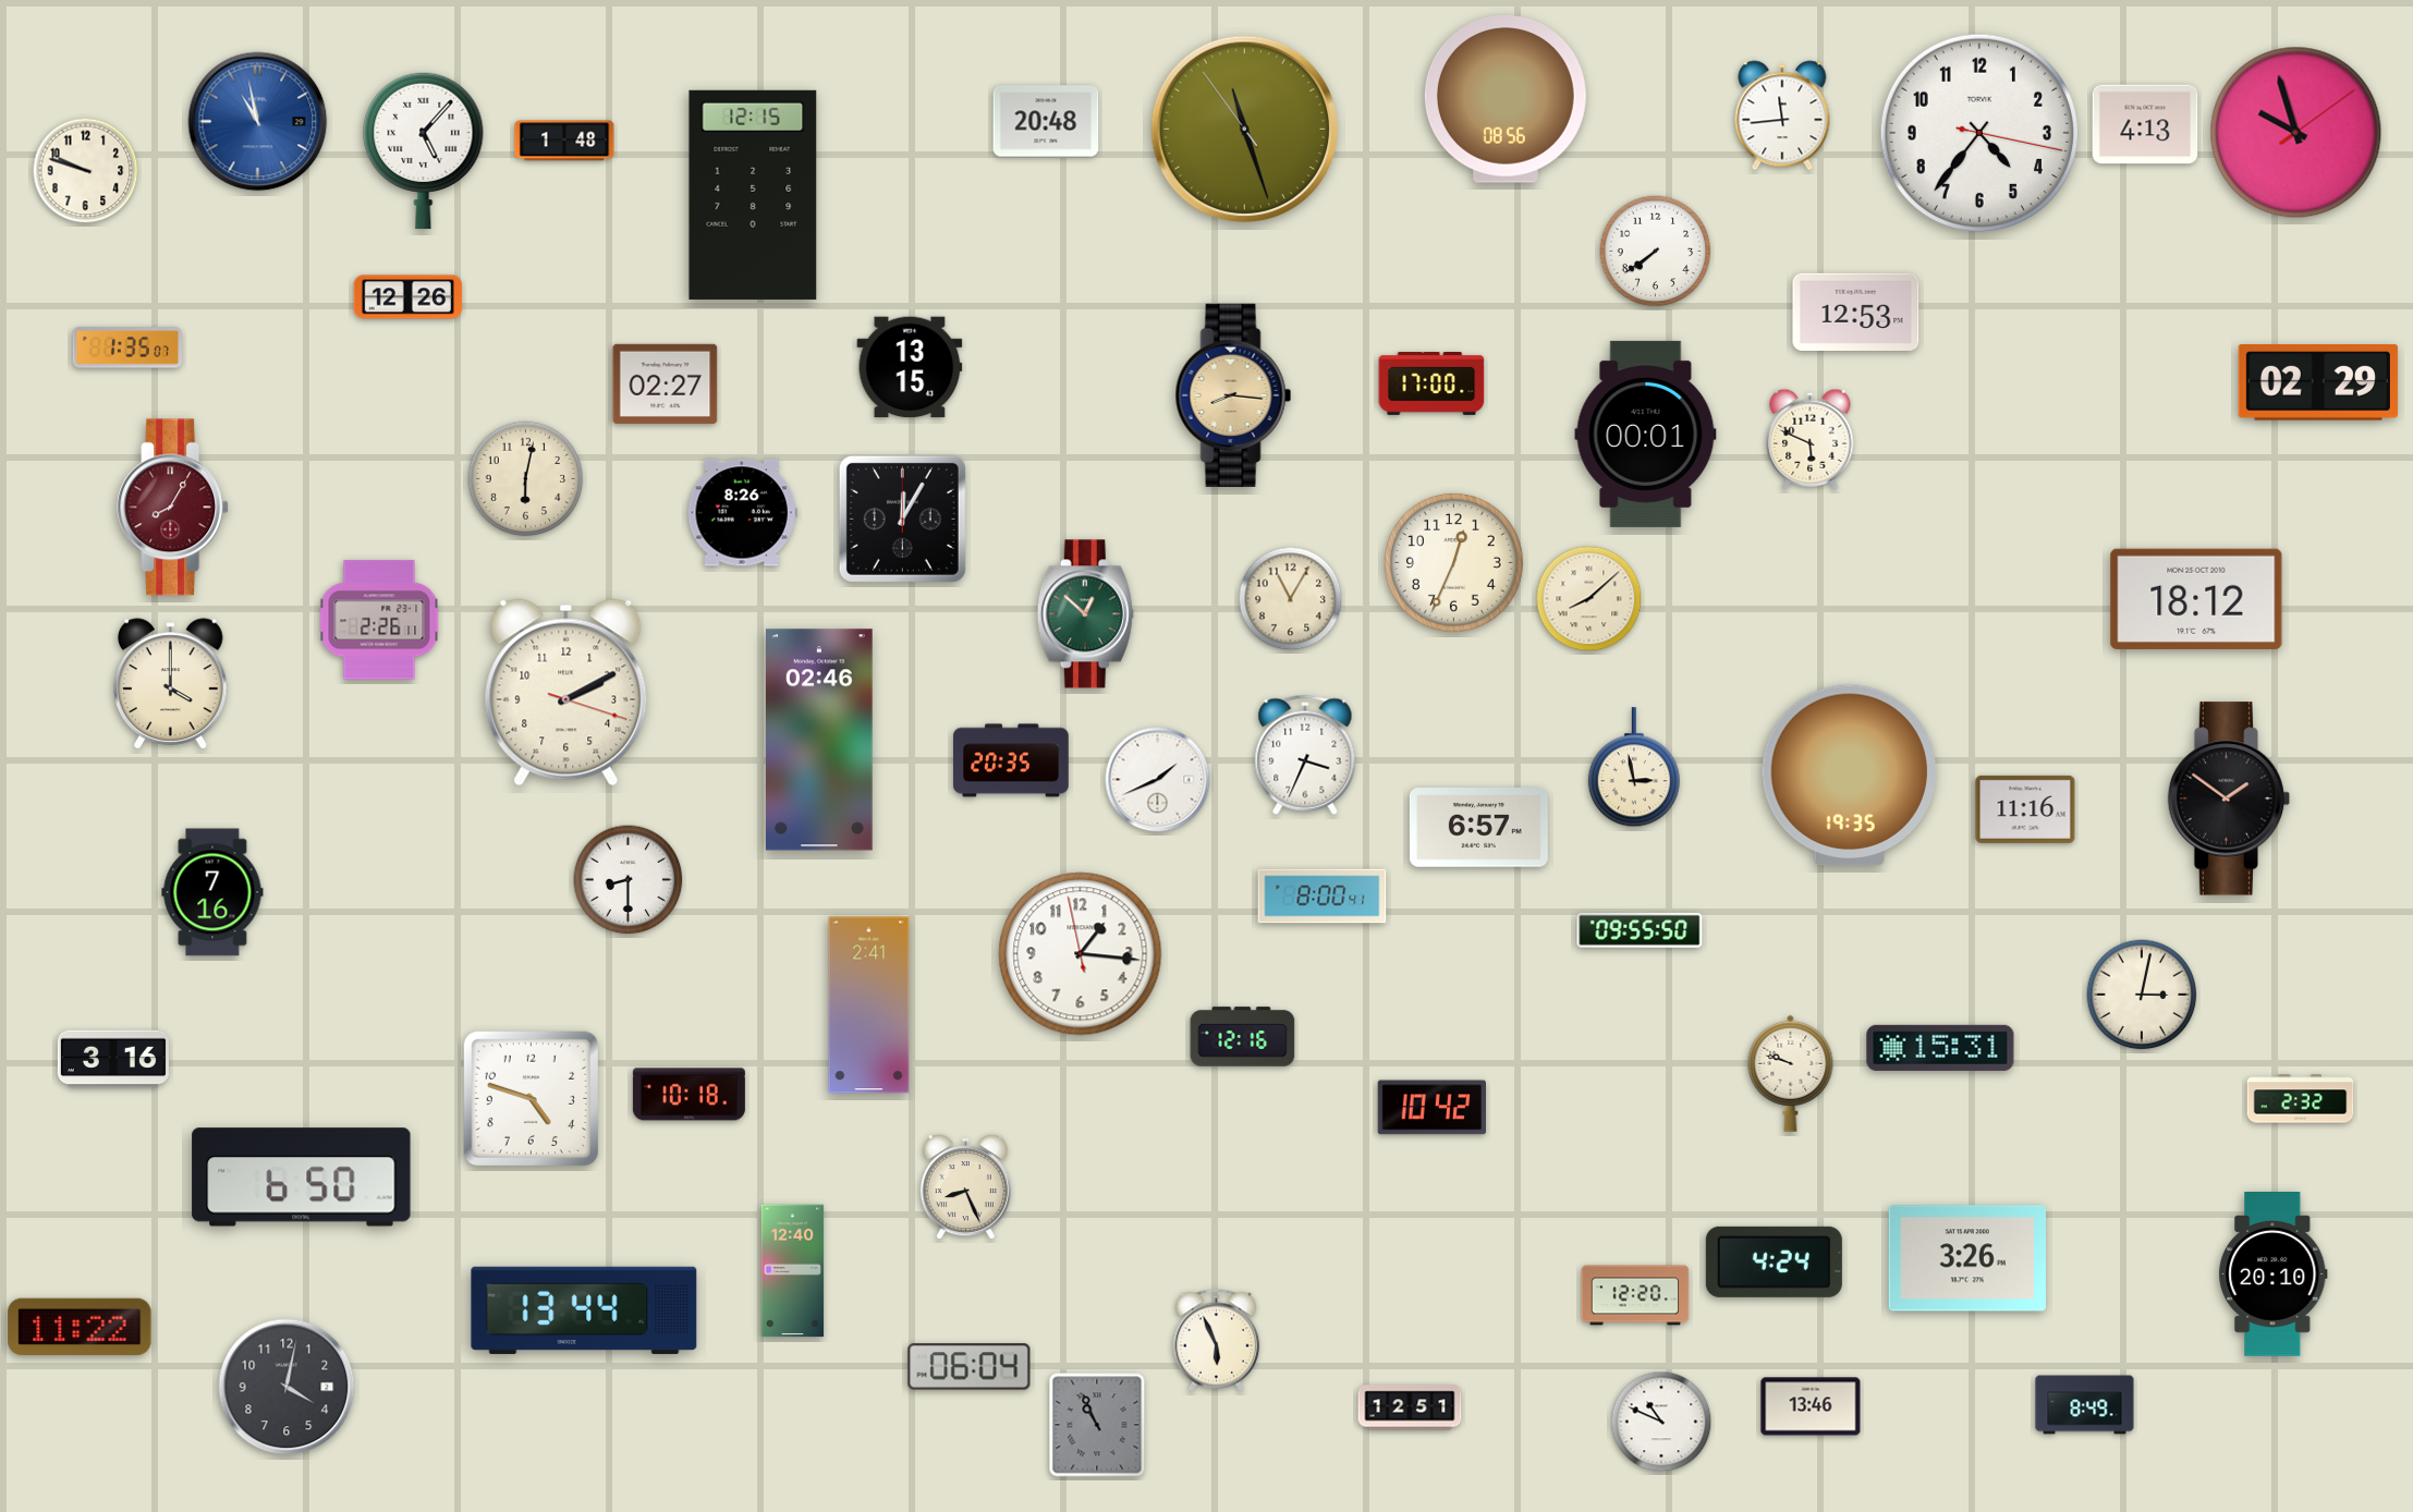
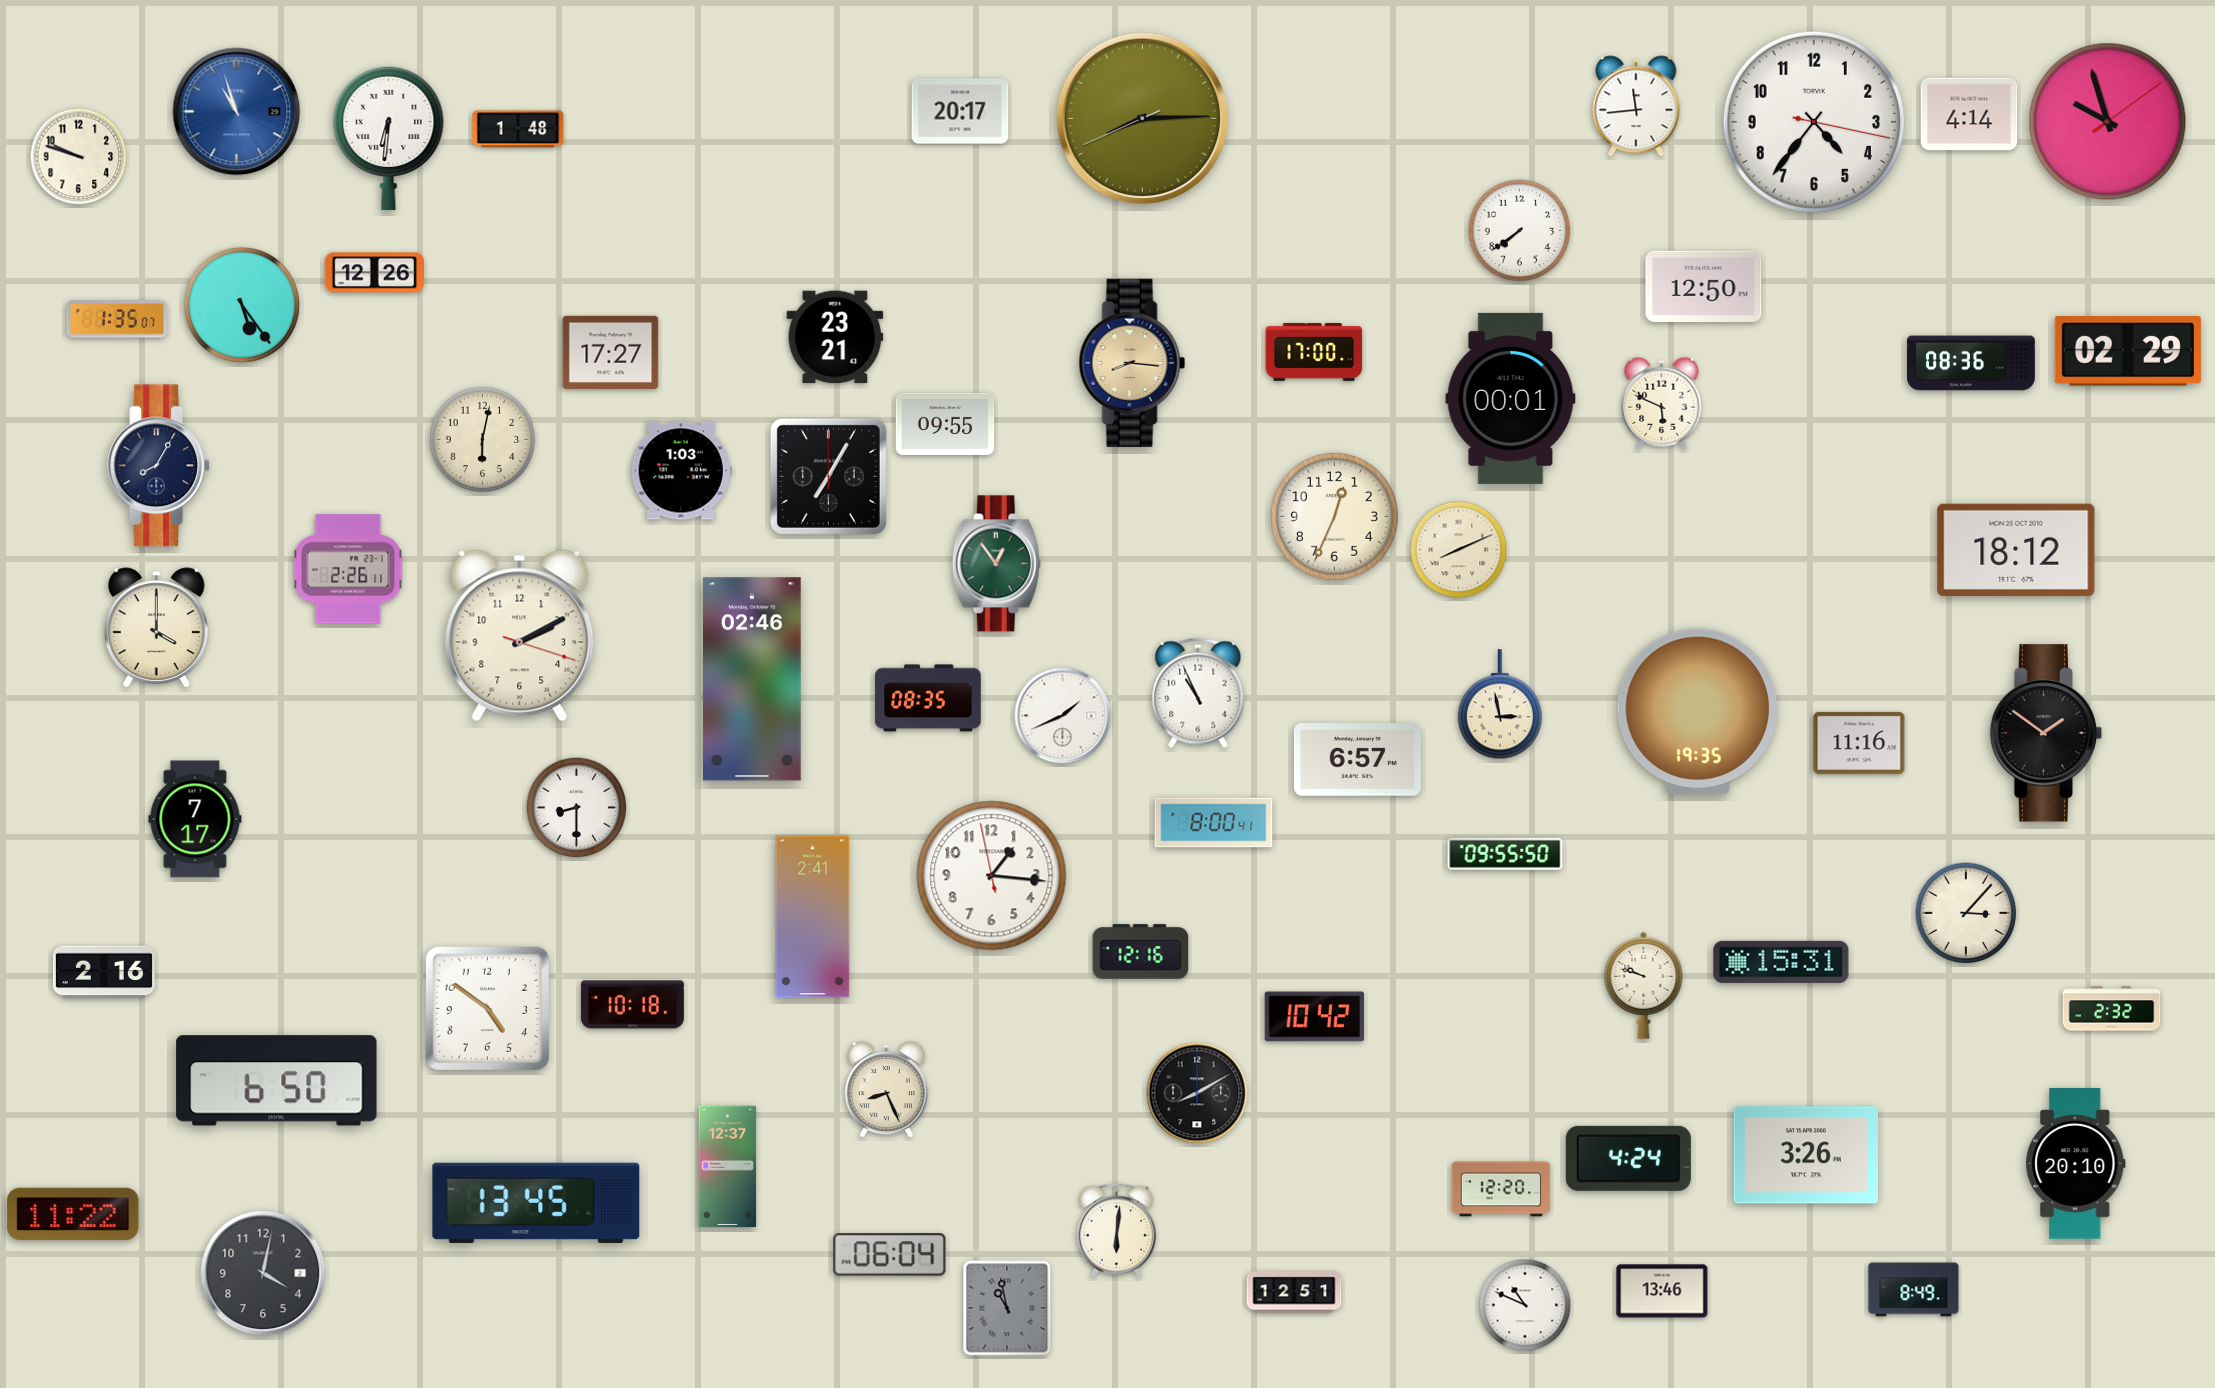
clock at (1506, 99): 08:56 -> none
clock at (1046, 121): 20:48 -> 20:17
clock at (258, 122): 10:58 -> 10:57
clock at (2145, 124): 4:13 -> 4:14
clock at (1245, 130): 11:26 -> 8:14
clock at (1978, 132) position: (1978, 132) -> (1813, 121)
clock at (424, 150): 5:07 -> 6:31
clock at (753, 195): 12:15 -> none
clock at (1856, 312): 12:53 -> 12:50
clock at (242, 305): none -> 5:24
clock at (910, 367): 13:15 -> 23:21
clock at (666, 383): 02:27 -> 17:27
clock at (1971, 363): none -> 08:36
clock at (945, 423): none -> 09:55
clock at (173, 508) dial: burgundy -> navy
clock at (742, 513): 8:26 -> 1:03
clock at (902, 519): 12:05 -> 7:05
clock at (1291, 599): 11:05 -> none
clock at (1589, 599): 8:08 -> 8:11
clock at (1085, 614): 12:52 -> 12:54
clock at (1305, 755): 3:34 -> 10:56
clock at (1011, 760): 20:35 -> 08:35
clock at (212, 892): 7:16 -> 7:17
clock at (2142, 995): 3:02 -> 3:07
clock at (869, 1005) position: (869, 1005) -> (813, 917)
clock at (113, 1059): 3:16 -> 2:16
clock at (531, 1098): 4:48 -> 4:51
clock at (1197, 1093): none -> 8:10
clock at (793, 1271): 12:40 -> 12:37
clock at (2274, 1275) position: (2274, 1275) -> (2076, 1164)
clock at (584, 1310): 13:44 -> 13:45
clock at (80, 1327) position: (80, 1327) -> (73, 1214)
clock at (1217, 1341): 5:56 -> 6:01
clock at (1097, 1425): 10:56 -> 10:58
